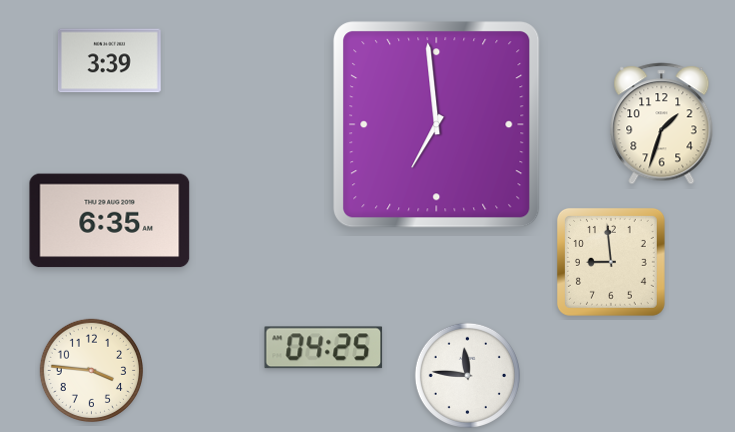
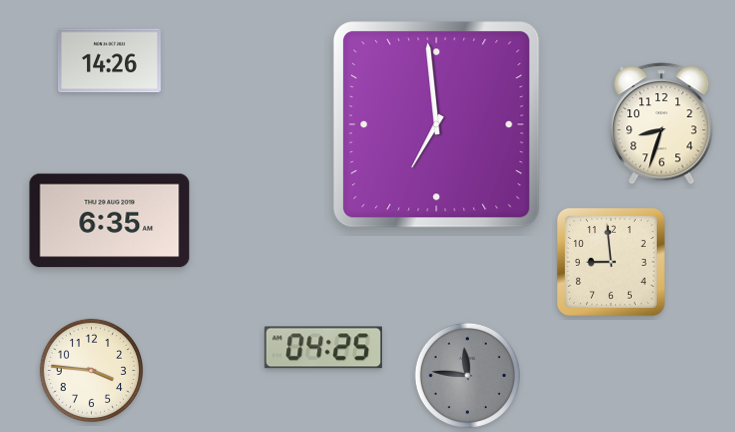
clock at (109, 61): 3:39 -> 14:26
clock at (662, 124): 1:33 -> 8:33
clock at (467, 375) dial: white -> grey
